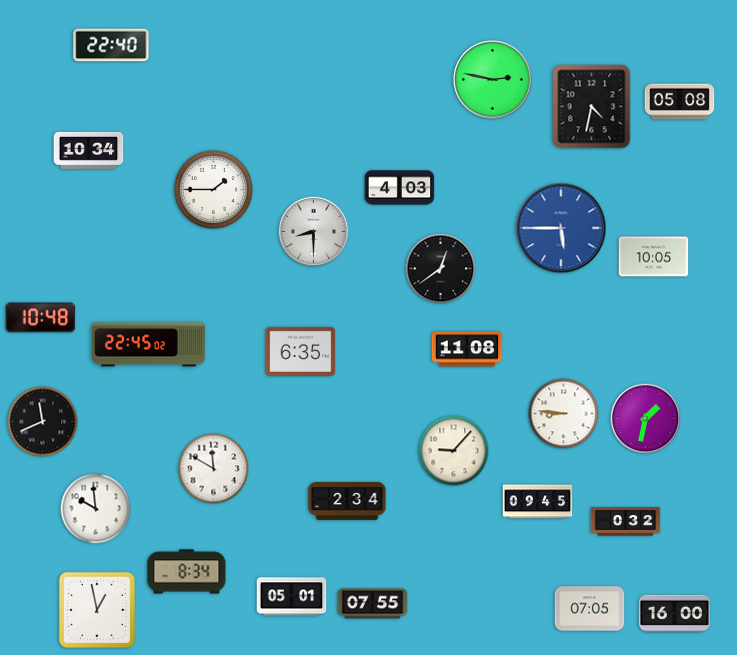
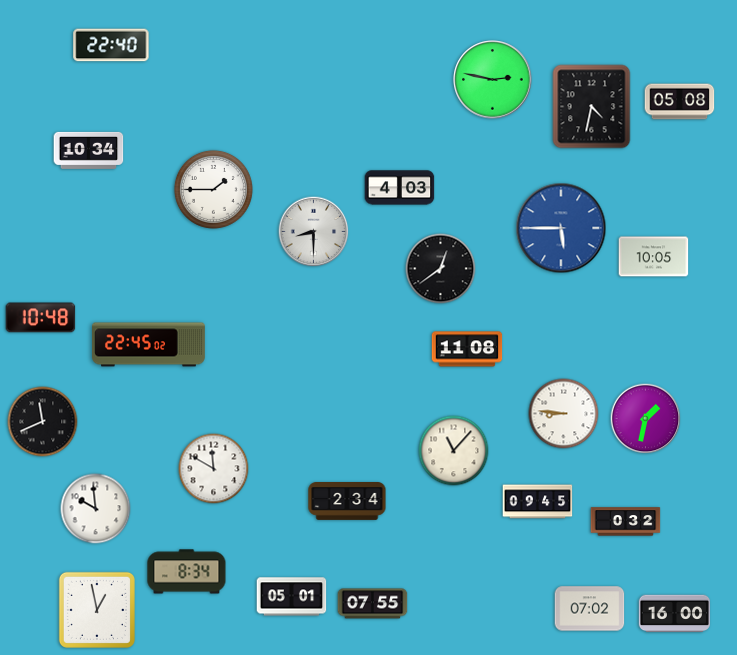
clock at (301, 351): 6:35 -> none
clock at (454, 451): 9:07 -> 11:07
clock at (590, 609): 07:05 -> 07:02
